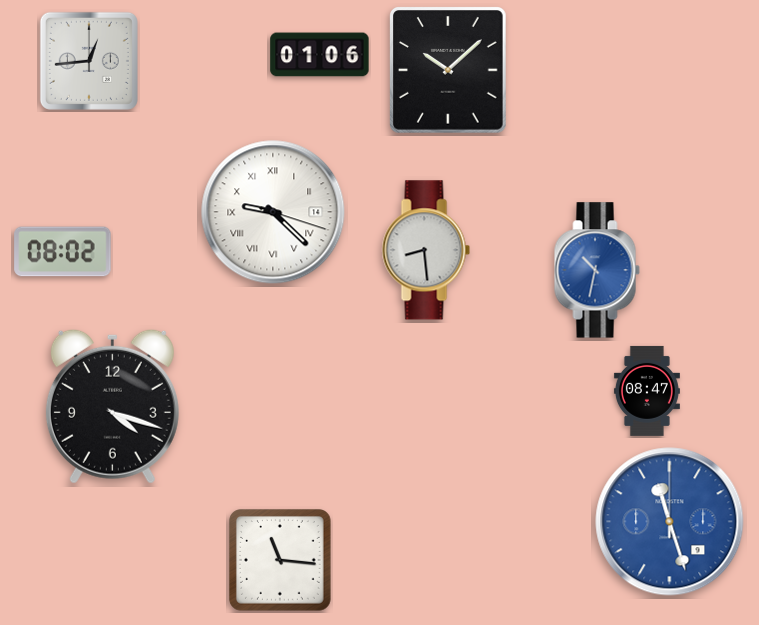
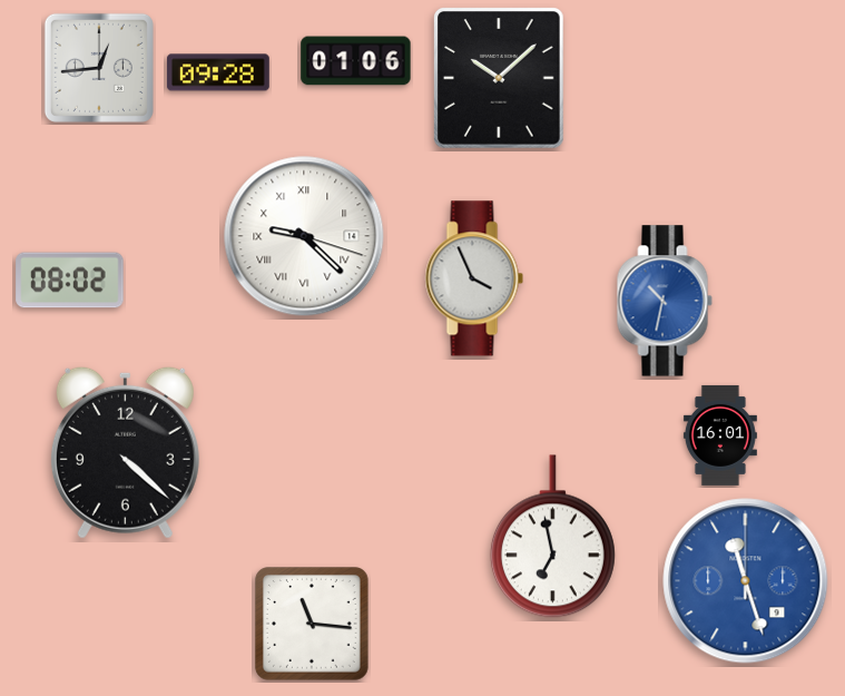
clock at (218, 72): none -> 09:28
clock at (426, 250): 8:29 -> 3:56
clock at (647, 391): 08:47 -> 16:01
clock at (112, 406): 4:18 -> 4:22
clock at (552, 537): none -> 6:58
